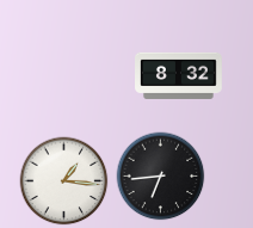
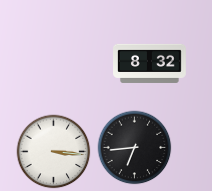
clock at (64, 181): 1:16 -> 3:16
